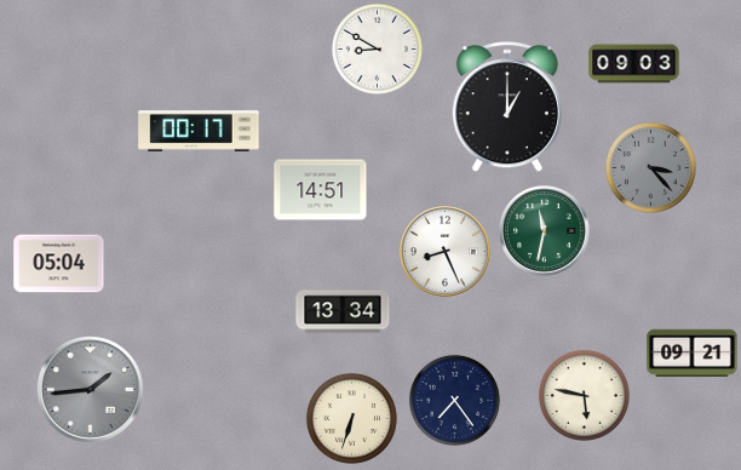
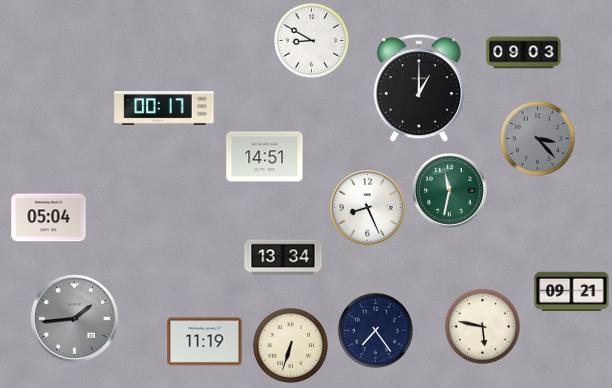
clock at (91, 390) position: (91, 390) -> (75, 319)
clock at (205, 342): none -> 11:19
